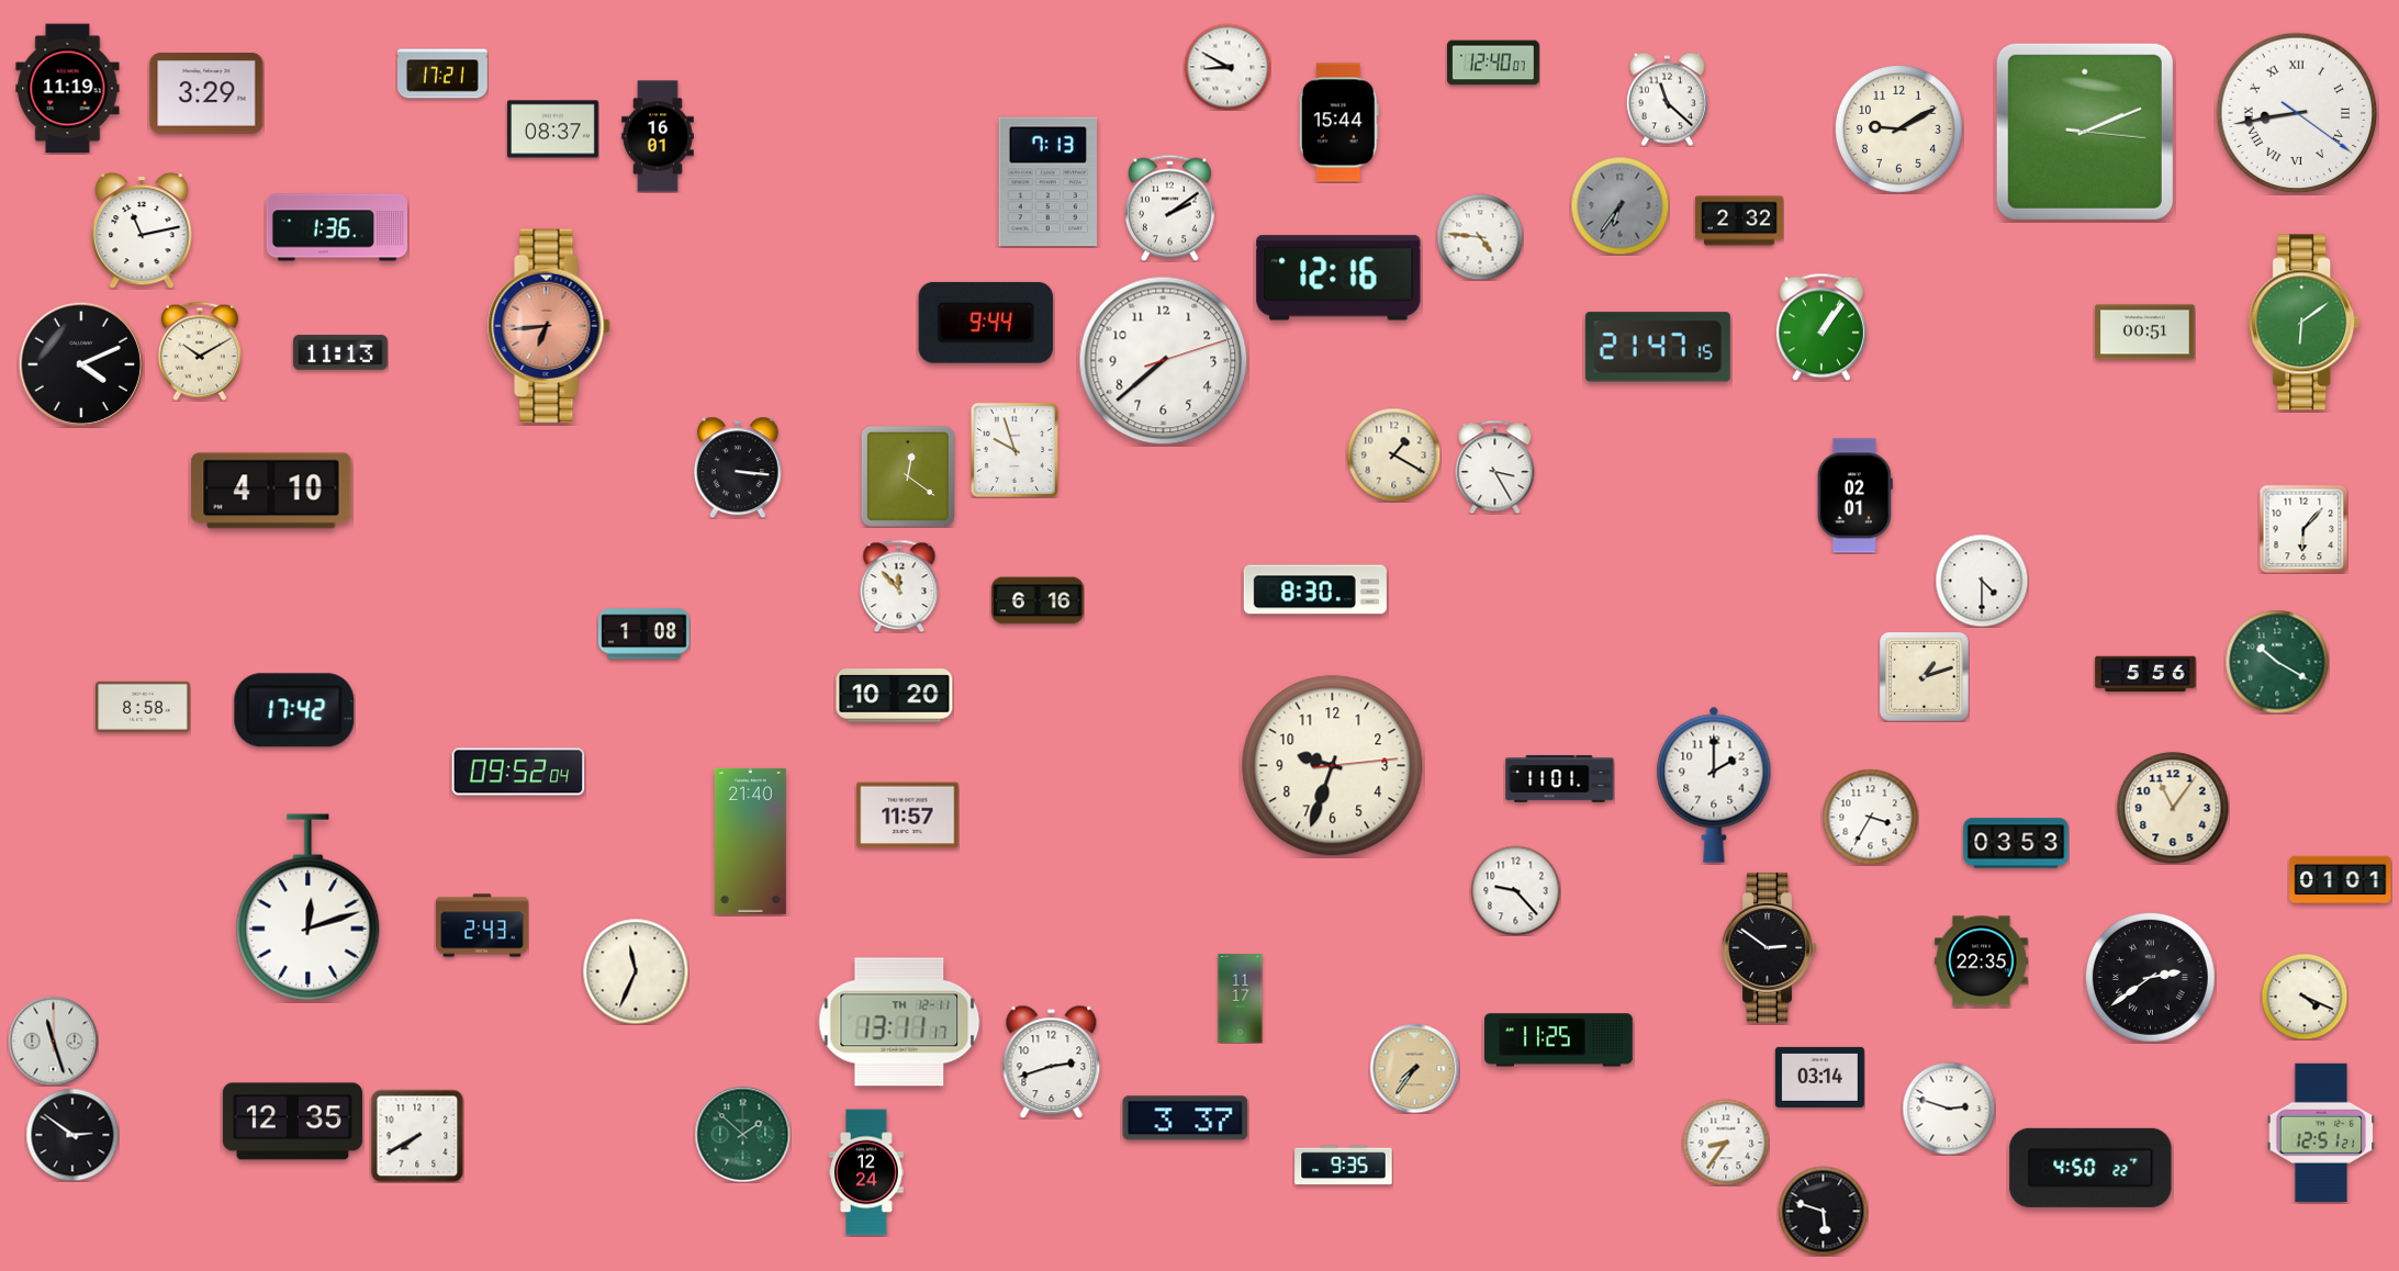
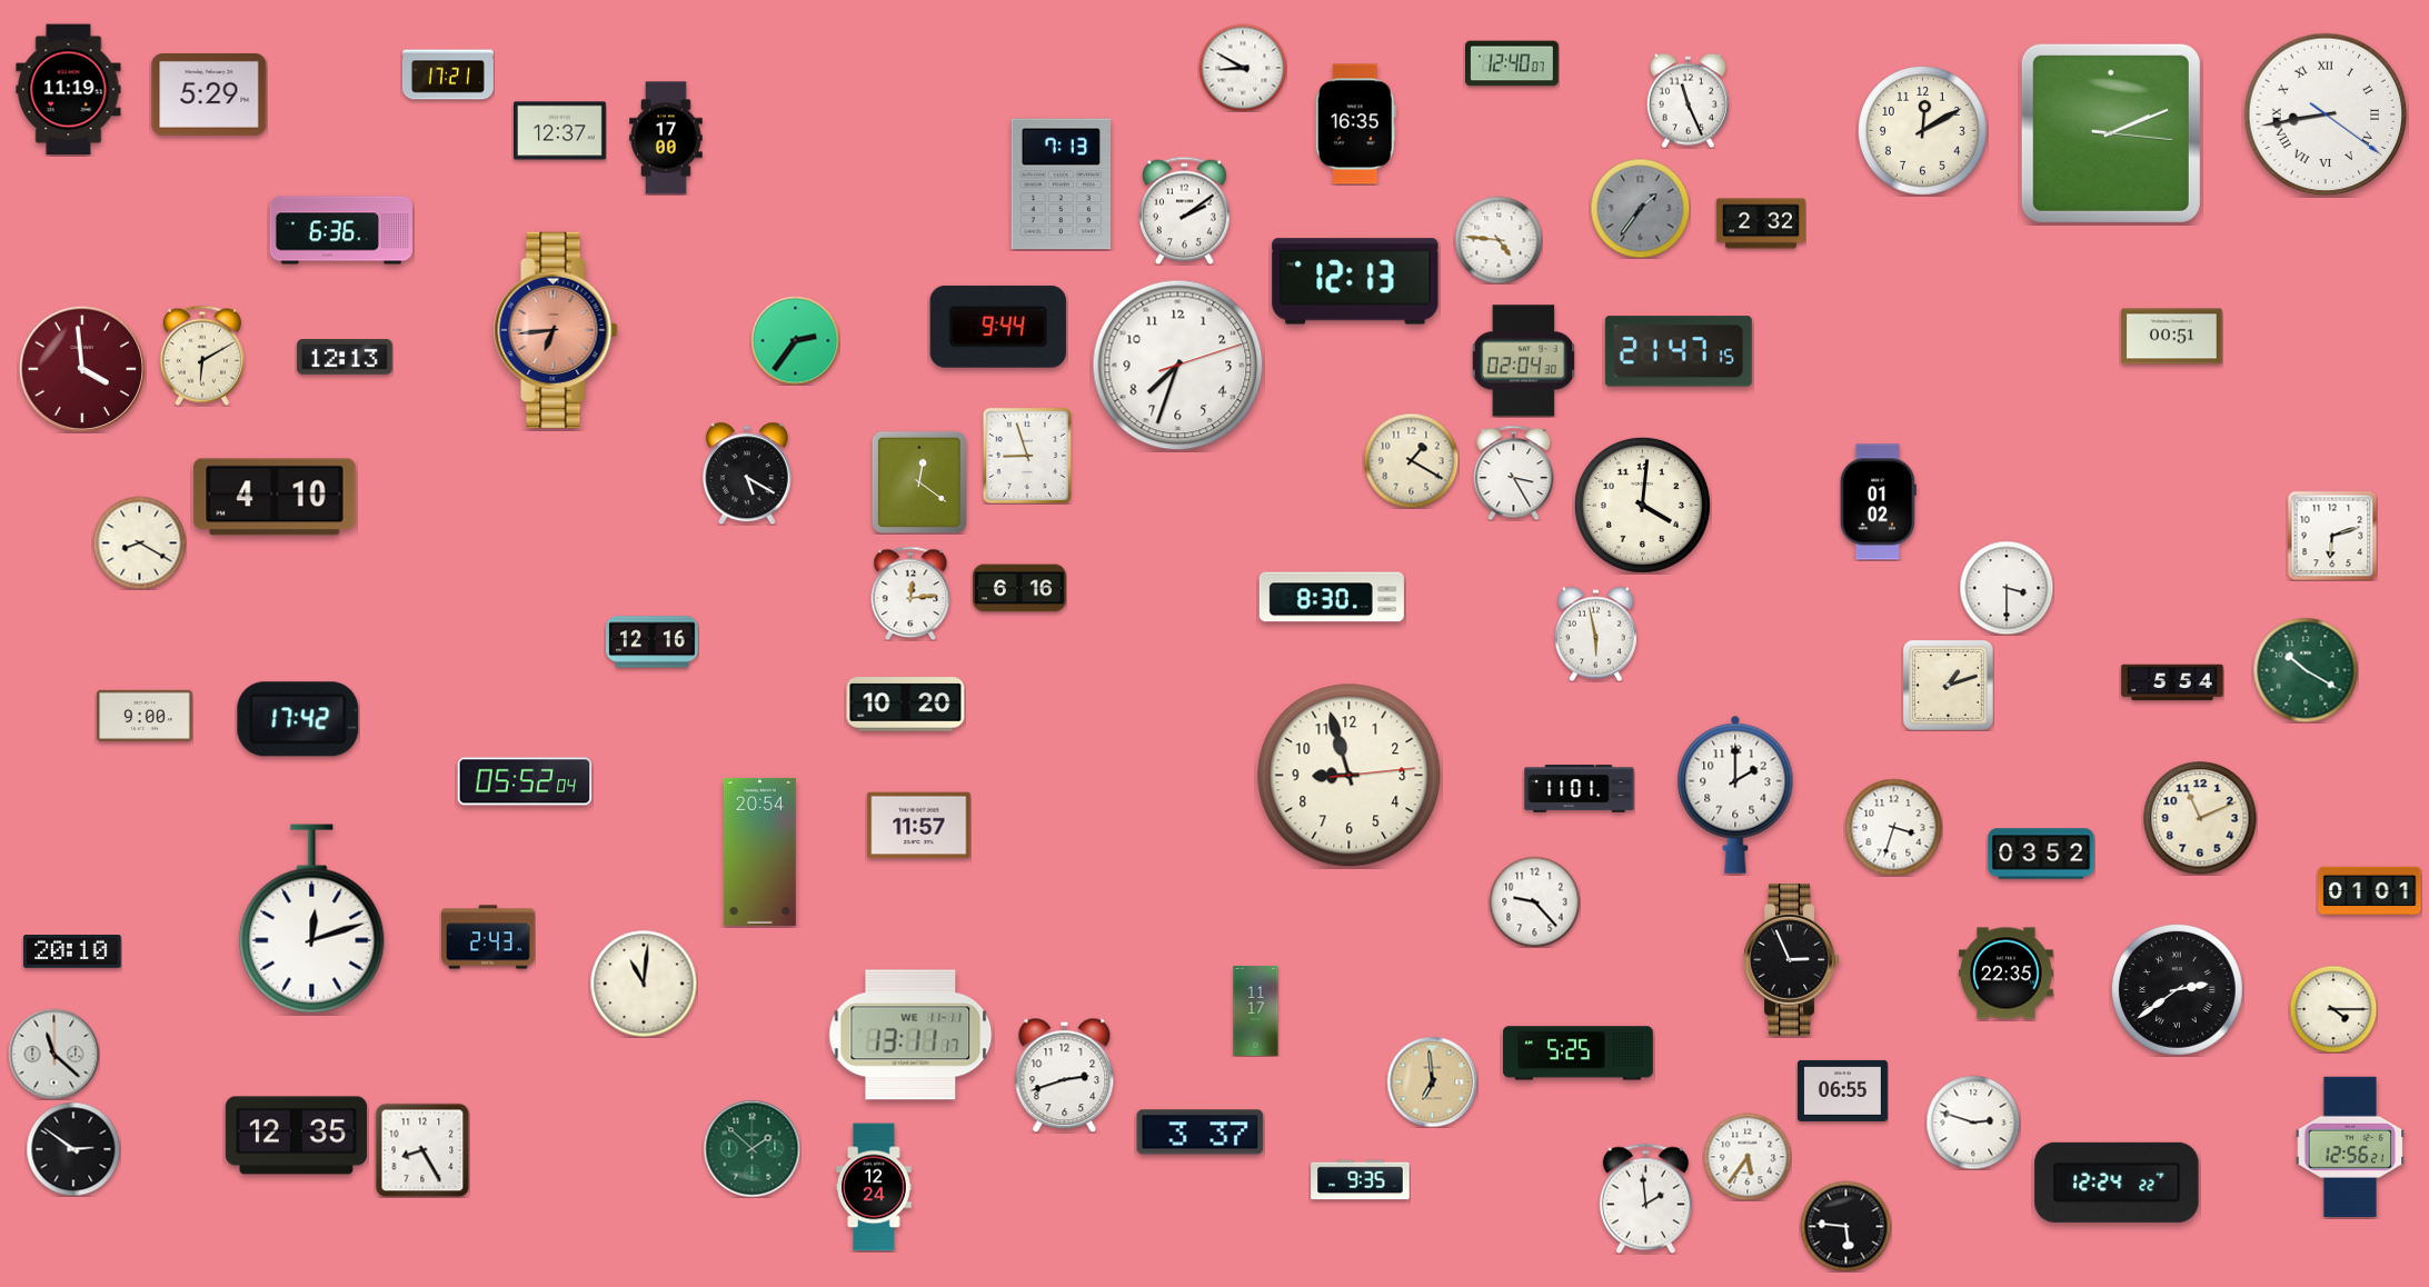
clock at (206, 94): 3:29 -> 5:29
clock at (1667, 99): 11:22 -> 11:26
clock at (1338, 123): 15:44 -> 16:35
clock at (553, 130): 08:37 -> 12:37
clock at (1899, 130): 9:10 -> 12:10
clock at (658, 136): 16:01 -> 17:00
clock at (1619, 205): 6:36 -> 1:36
clock at (337, 227): 1:36 -> 6:36
clock at (142, 230): 11:13 -> none
clock at (1338, 278): 12:16 -> 12:13
clock at (2305, 323): 6:09 -> none
clock at (1821, 327): 1:06 -> none
clock at (795, 340): none -> 2:36
clock at (200, 351): 10:10 -> 6:10
clock at (340, 352): 11:13 -> 12:13
clock at (1523, 361): none -> 02:04
clock at (1164, 361): 7:38 -> 7:33
clock at (80, 363): 4:11 -> 3:59
clock at (80, 363) dial: black -> burgundy
clock at (1014, 450): 9:57 -> 8:57
clock at (738, 468): 3:16 -> 5:20
clock at (1854, 496): 02:01 -> 01:02
clock at (1642, 505): none -> 4:01
clock at (2303, 529): 6:07 -> 6:12
clock at (139, 542): none -> 8:20
clock at (1982, 581): 4:30 -> 3:30
clock at (899, 586): 11:53 -> 12:14
clock at (1038, 600) position: (1038, 600) -> (1019, 588)
clock at (1595, 633): none -> 5:58
clock at (644, 634): 1:08 -> 12:16
clock at (2145, 674): 5:56 -> 5:54
clock at (143, 707): 8:58 -> 9:00
clock at (1333, 766): 9:33 -> 8:57
clock at (518, 772): 09:52 -> 05:52
clock at (2173, 808): 11:06 -> 11:11
clock at (1870, 817): 3:35 -> 3:33
clock at (750, 841): 21:40 -> 20:54
clock at (2016, 843): 03:53 -> 03:52
clock at (72, 952): none -> 20:10
clock at (1770, 947): 2:51 -> 2:56
clock at (636, 971): 11:34 -> 11:01
clock at (2305, 997): 4:19 -> 4:15
clock at (899, 1022) date: TH 12-11 -> WE 11-11
clock at (53, 1041): 11:27 -> 11:22
clock at (1558, 1041): 11:25 -> 5:25
clock at (1414, 1068): 7:36 -> 6:59
clock at (1819, 1077): 03:14 -> 06:55
clock at (2321, 1133): 12:51 -> 12:56
clock at (417, 1136): 7:40 -> 8:25
clock at (1726, 1143): 8:36 -> 5:36
clock at (2090, 1168): 4:50 -> 12:24
clock at (866, 1172) position: (866, 1172) -> (874, 1187)
clock at (1645, 1198): none -> 1:59
clock at (1823, 1211): 5:48 -> 5:46
